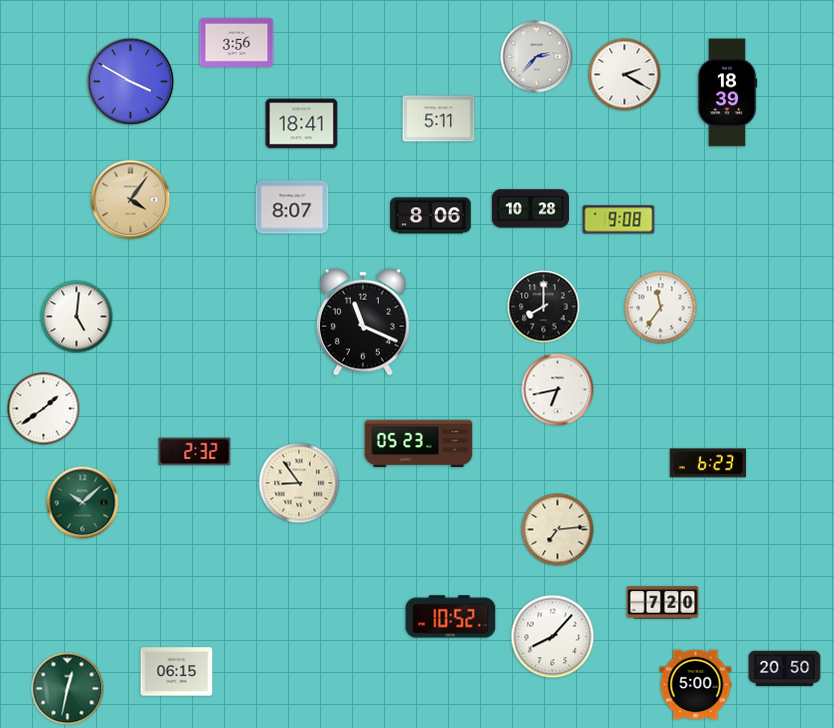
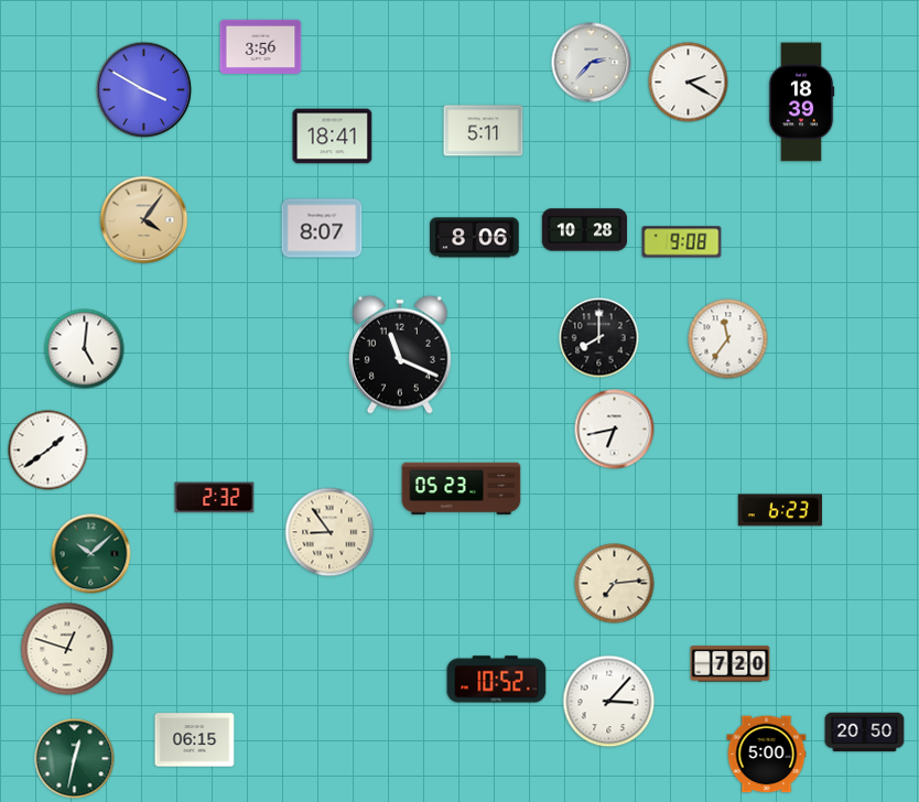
clock at (67, 649): none -> 12:48
clock at (553, 637): 8:07 -> 3:07
clock at (785, 669) position: (785, 669) -> (865, 733)
